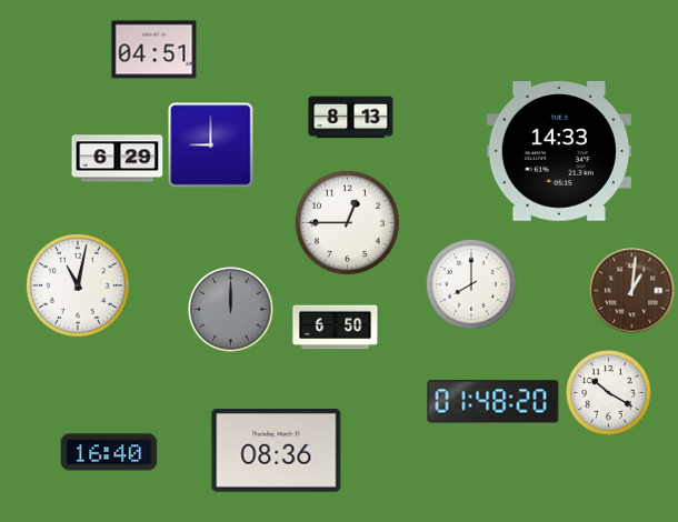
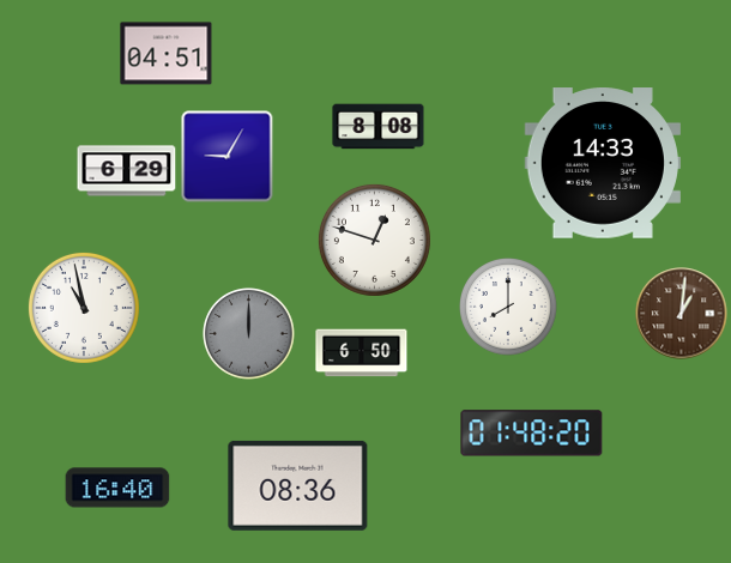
clock at (351, 118): 8:13 -> 8:08
clock at (211, 145): 9:00 -> 9:05
clock at (347, 222): 12:45 -> 12:48
clock at (78, 285): 11:02 -> 10:58
clock at (609, 393): 10:20 -> none
